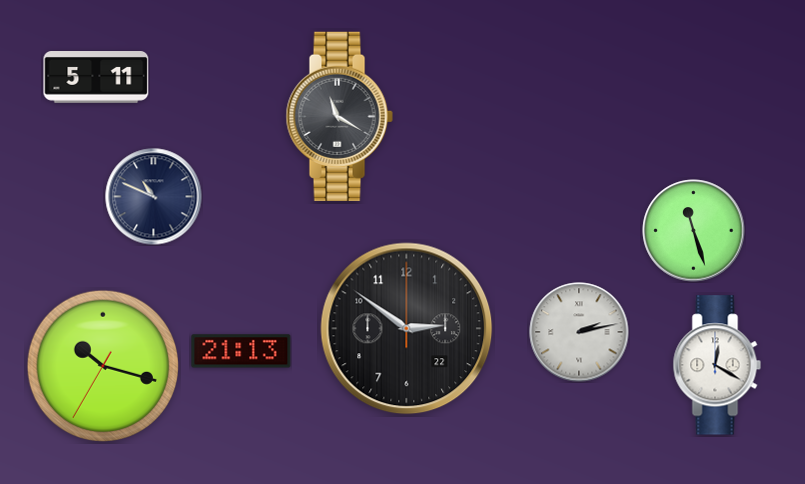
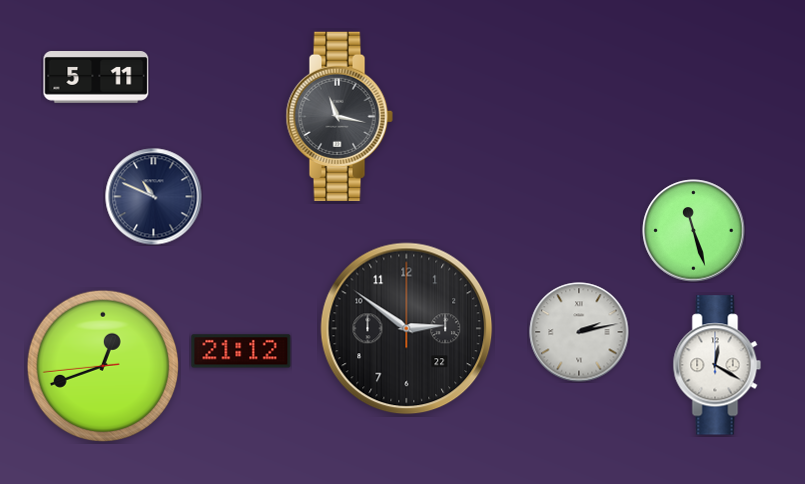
clock at (339, 116): 11:20 -> 11:17
clock at (241, 351): 21:13 -> 21:12
clock at (102, 365): 10:17 -> 12:41
